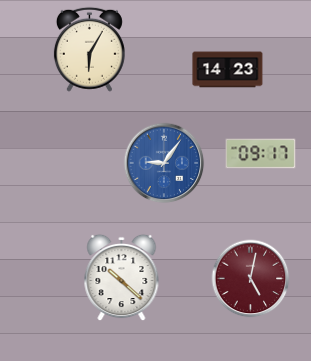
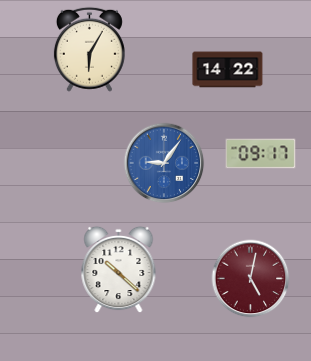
clock at (228, 70): 14:23 -> 14:22
clock at (122, 278) position: (122, 278) -> (119, 270)
